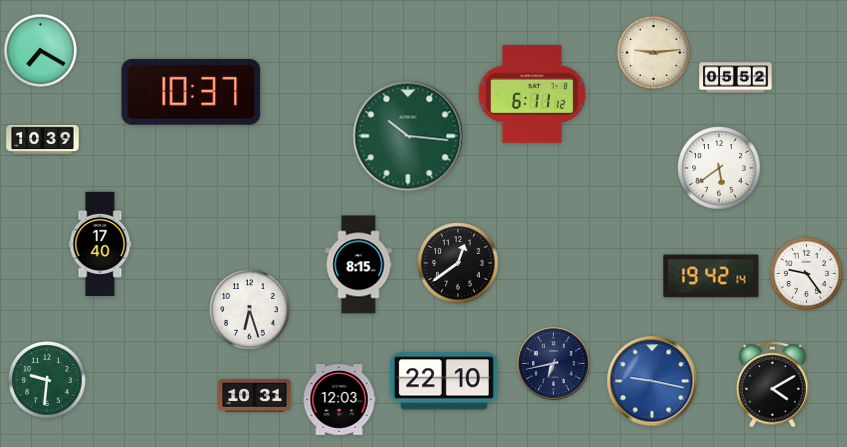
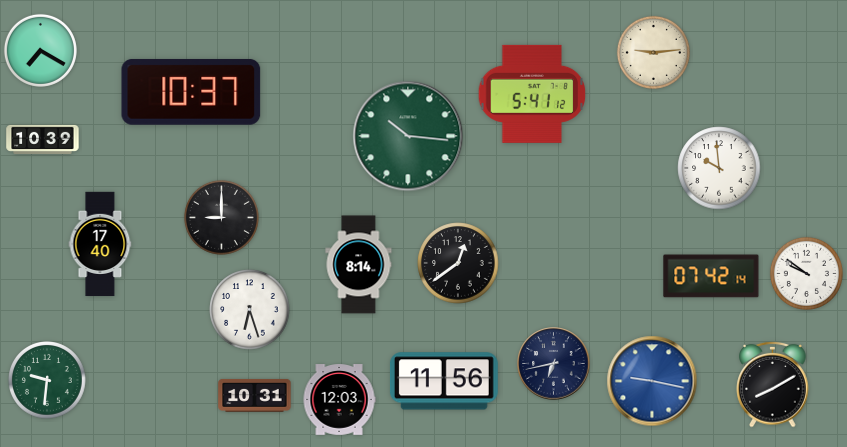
clock at (736, 78): 05:52 -> none
clock at (532, 94): 6:11 -> 5:41
clock at (719, 168): 5:39 -> 9:59
clock at (221, 217): none -> 9:00
clock at (359, 265): 8:15 -> 8:14
clock at (806, 273): 9:24 -> 9:51
clock at (711, 276): 19:42 -> 07:42
clock at (444, 381): 22:10 -> 11:56
clock at (773, 384): 4:10 -> 8:10
